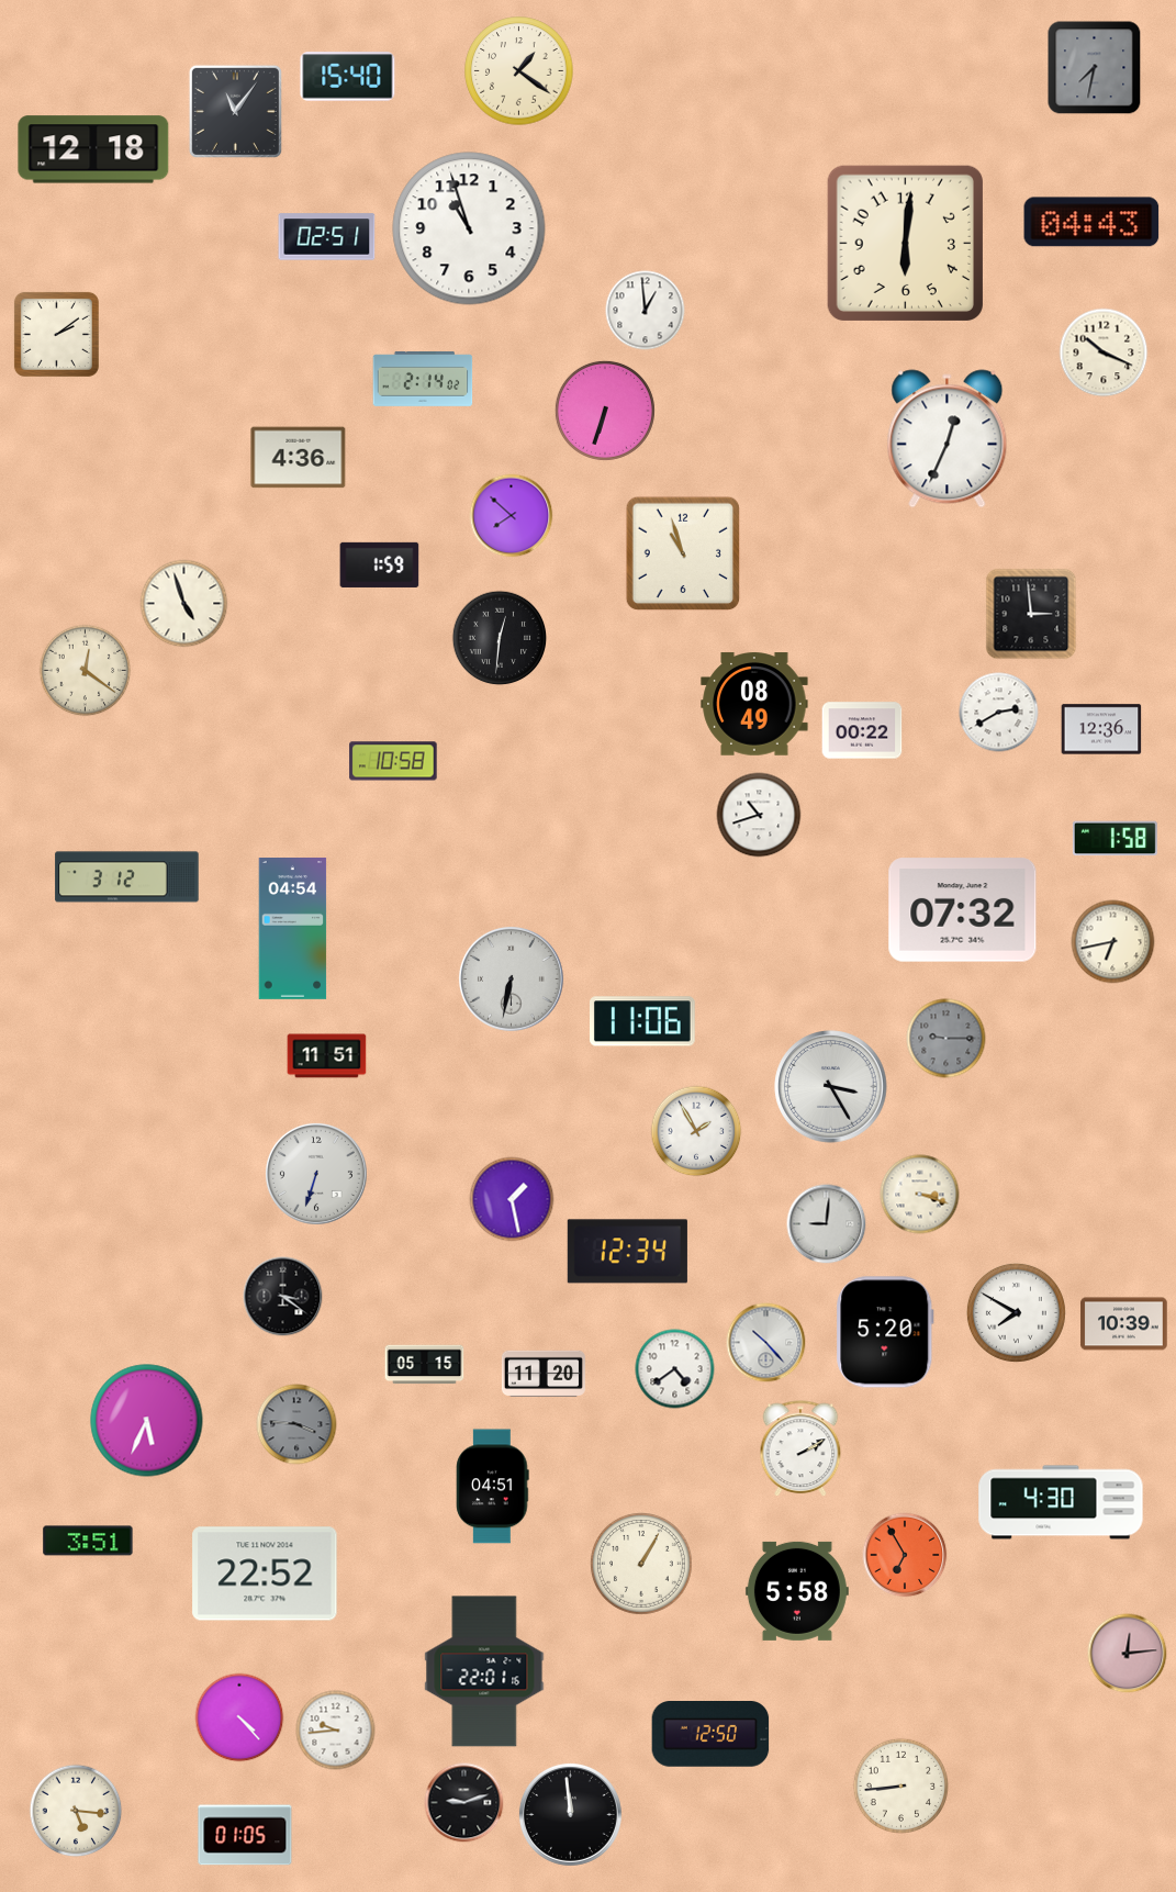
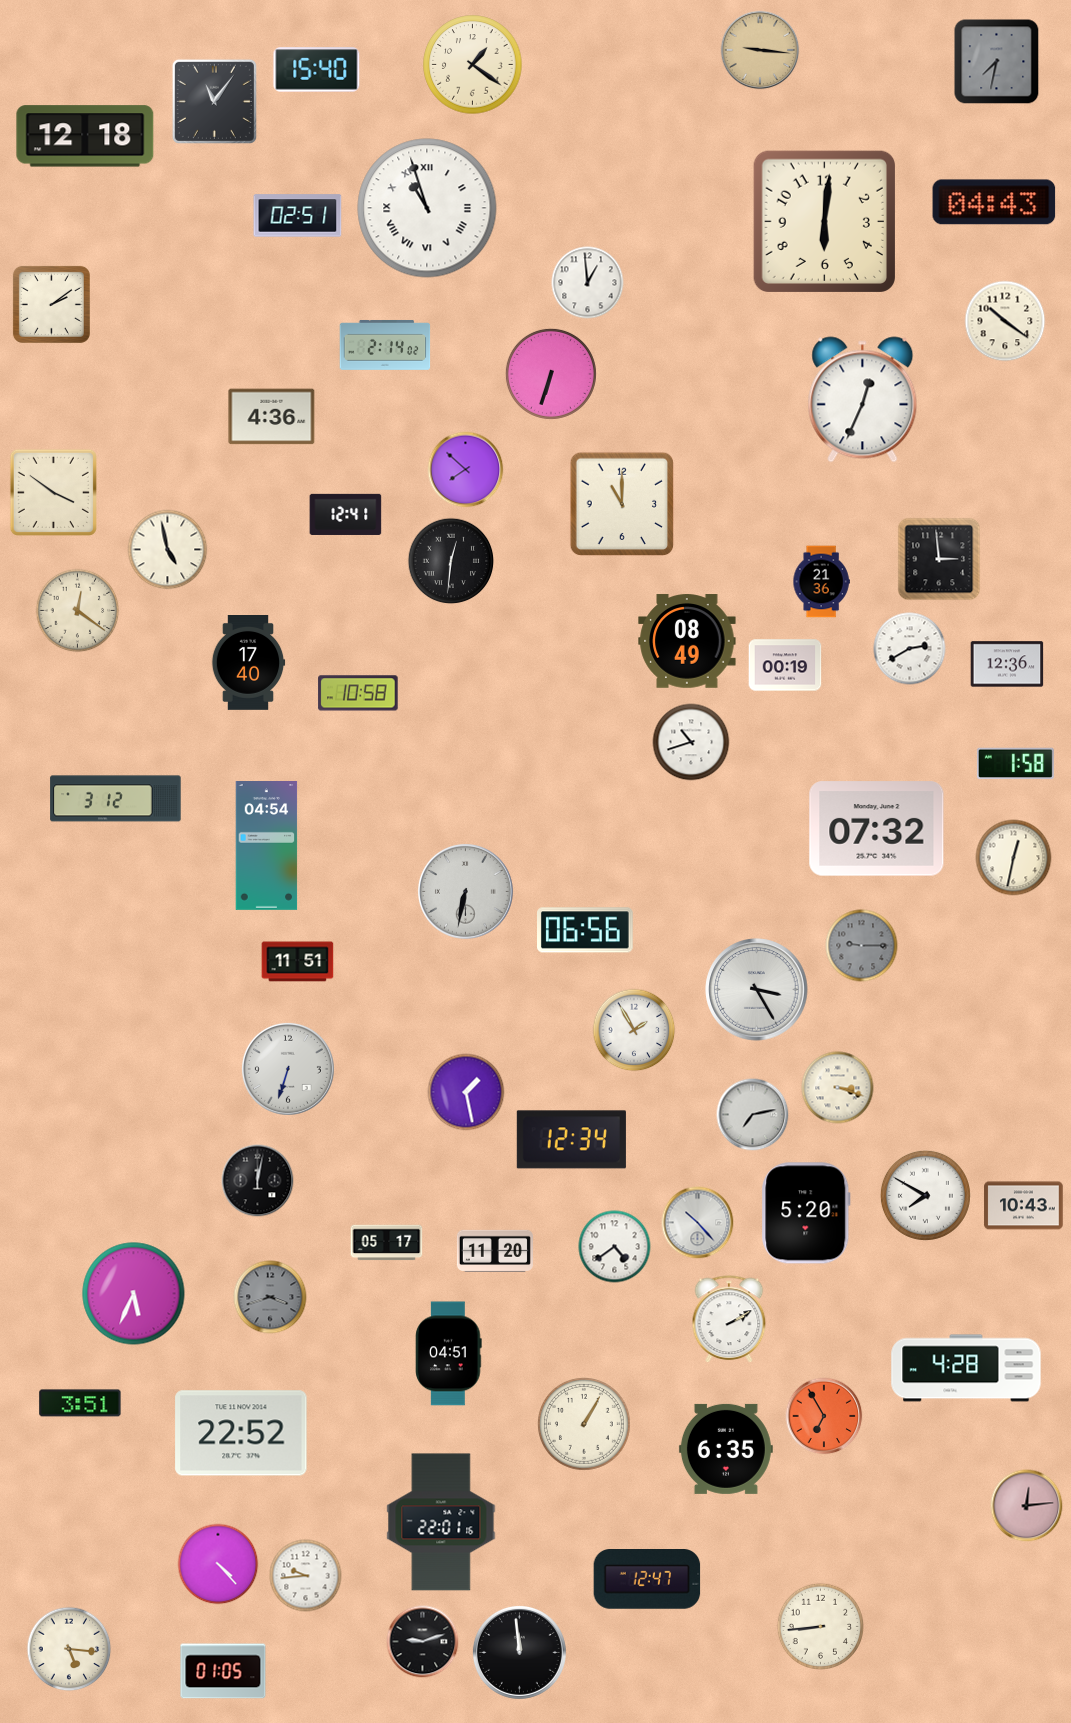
clock at (760, 50): none -> 9:16
clock at (469, 228) numerals: Arabic -> Roman
clock at (1104, 352): 10:19 -> 10:21
clock at (53, 492): none -> 3:51
clock at (683, 553): 10:57 -> 11:00
clock at (380, 564): 1:59 -> 12:41
clock at (184, 604): 4:57 -> 4:58
clock at (500, 638) position: (500, 638) -> (451, 561)
clock at (821, 582): none -> 21:36
clock at (248, 663): none -> 17:40
clock at (1101, 729) position: (1101, 729) -> (1007, 664)
clock at (862, 730): 00:22 -> 00:19
clock at (1113, 942): 6:43 -> 12:32
clock at (643, 1021): 11:06 -> 06:56
clock at (827, 1224): 9:01 -> 7:13
clock at (283, 1297): 3:21 -> 12:02
clock at (1124, 1324): 10:39 -> 10:43
clock at (425, 1365): 05:15 -> 05:17
clock at (296, 1424): 3:46 -> 3:42
clock at (1061, 1502): 4:30 -> 4:28
clock at (797, 1591): 5:58 -> 6:35
clock at (710, 1735): 12:50 -> 12:47
